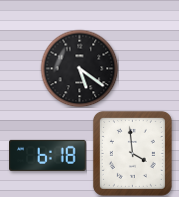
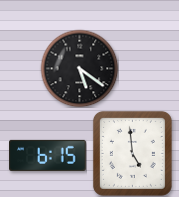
clock at (132, 153): 3:59 -> 4:59
clock at (48, 155): 6:18 -> 6:15
